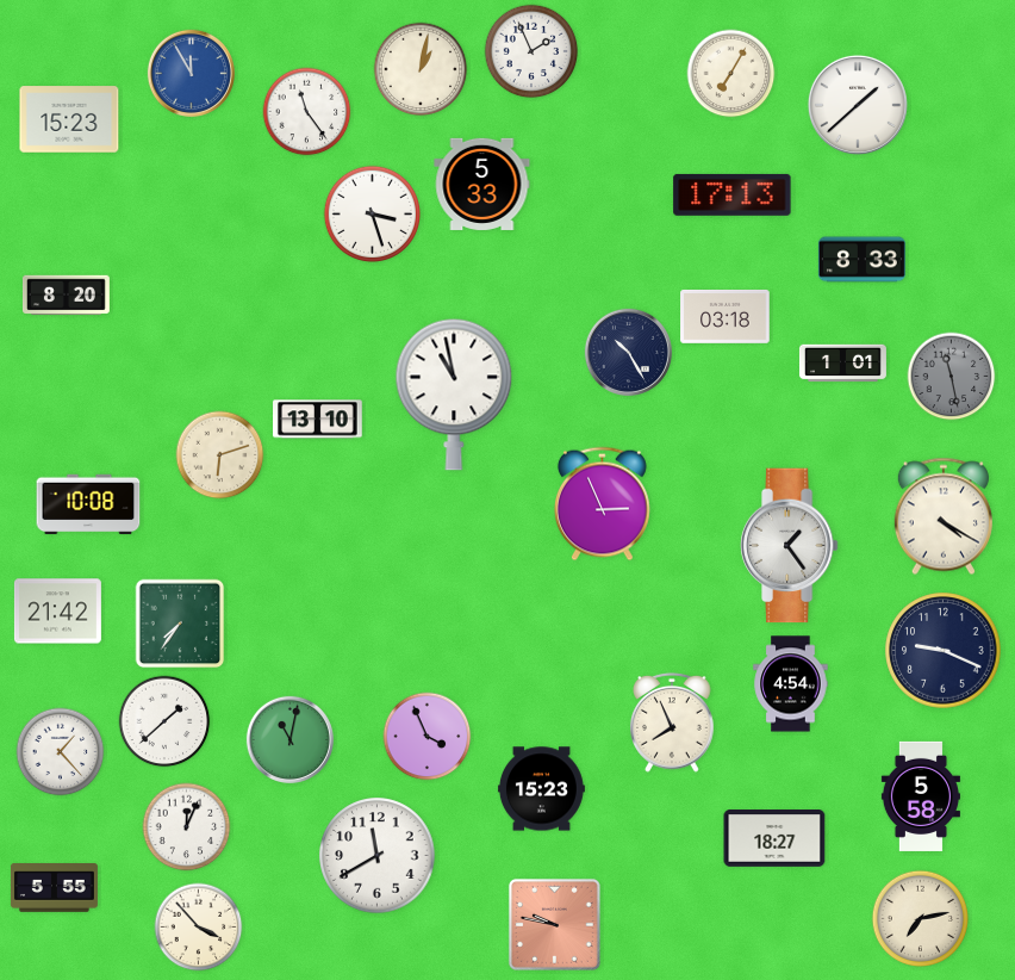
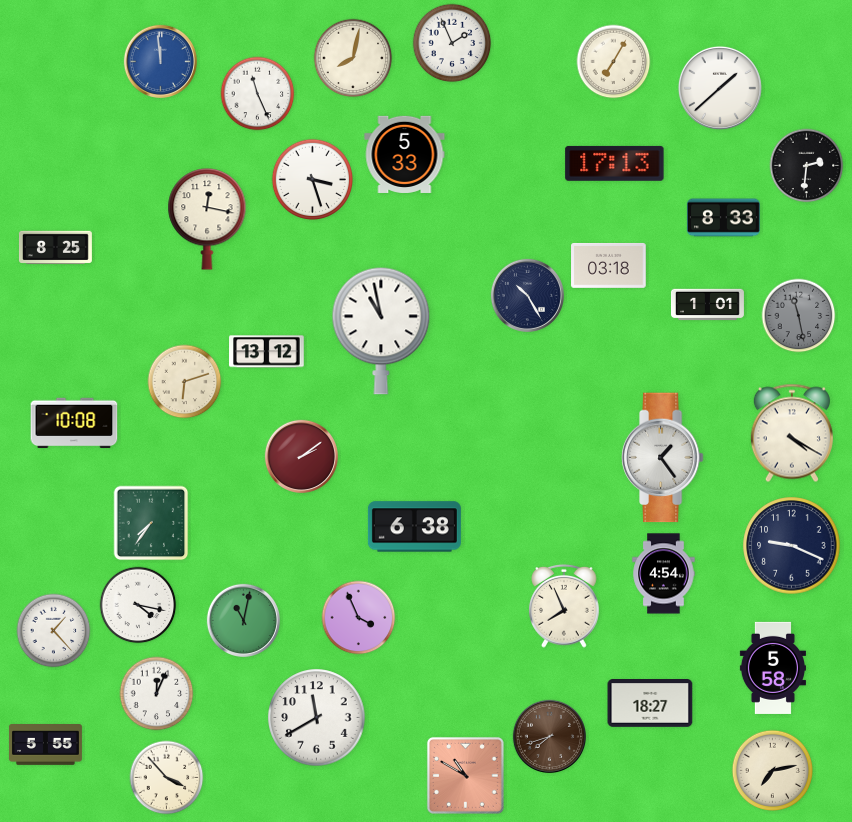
clock at (531, 51) position: (531, 51) -> (452, 43)
clock at (421, 69): 1:02 -> 8:02
clock at (191, 73): 11:55 -> 11:59
clock at (307, 112): 11:24 -> 11:26
clock at (69, 119): 15:23 -> none
clock at (807, 166): none -> 2:31
clock at (207, 219): none -> 12:17
clock at (66, 296): 8:20 -> 8:25
clock at (318, 420): 13:10 -> 13:12
clock at (602, 504): 2:56 -> none
clock at (301, 456): none -> 2:09
clock at (57, 612): 21:42 -> none
clock at (414, 527): none -> 6:38
clock at (164, 721): 1:38 -> 4:17
clock at (61, 752) position: (61, 752) -> (54, 631)
clock at (541, 789): 15:23 -> none
clock at (549, 736): none -> 7:42
clock at (554, 924): 9:47 -> 10:50
